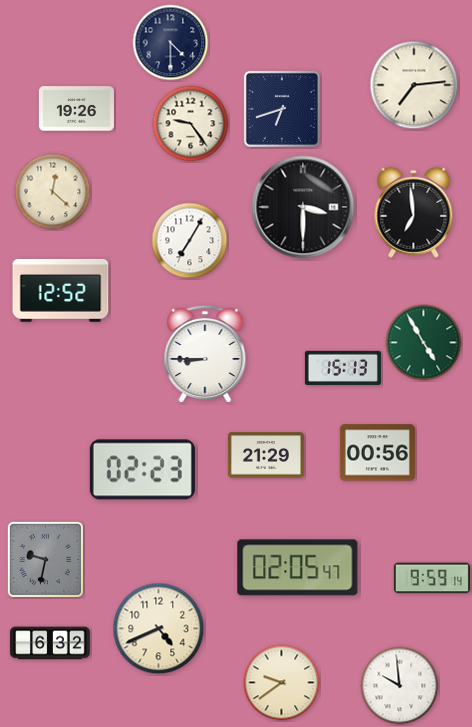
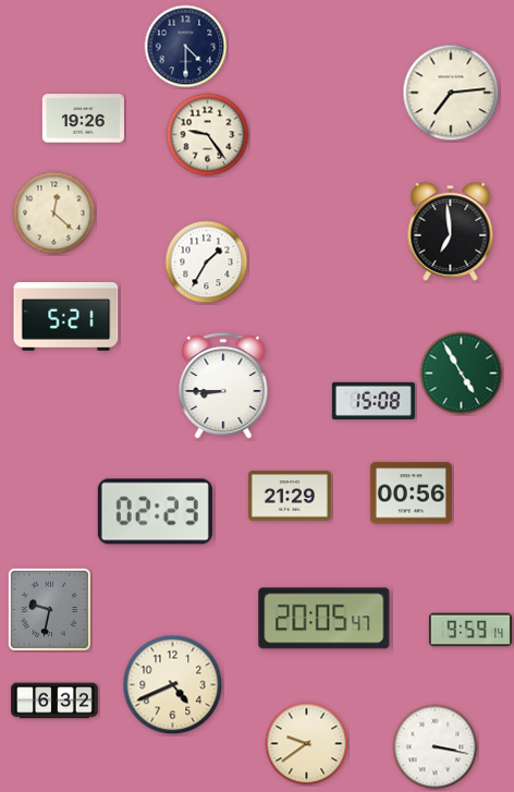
clock at (282, 109): 6:42 -> none
clock at (53, 192) position: (53, 192) -> (54, 214)
clock at (303, 207): 3:30 -> none
clock at (190, 241): 7:05 -> 1:35
clock at (61, 290): 12:52 -> 5:21
clock at (343, 368): 15:13 -> 15:08
clock at (298, 568): 02:05 -> 20:05
clock at (400, 686): 9:59 -> 3:17
